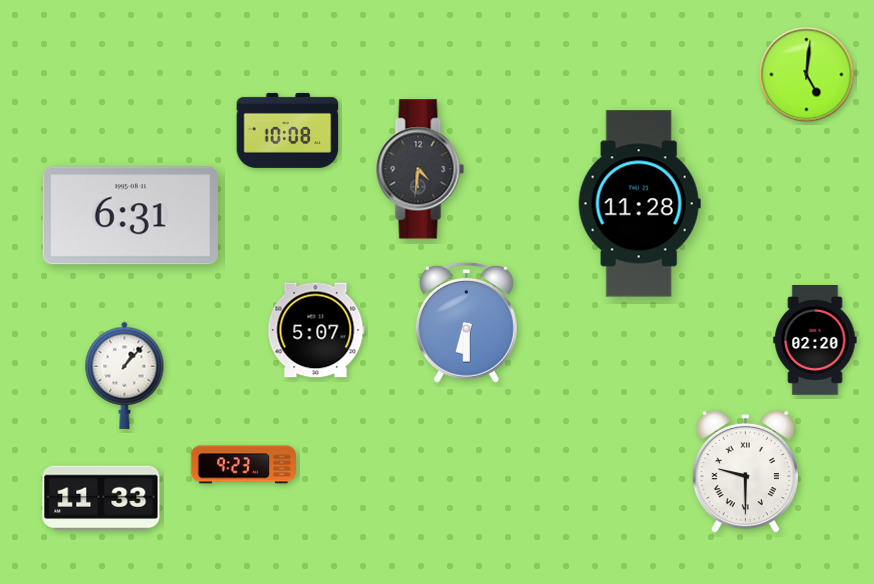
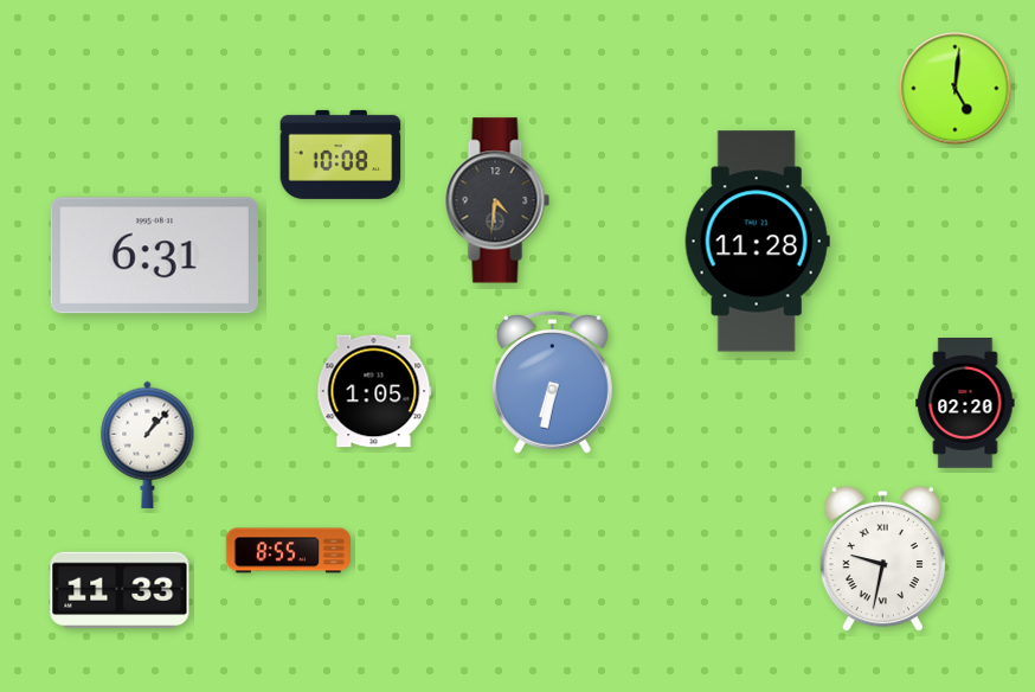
clock at (466, 322): 6:30 -> 6:32
clock at (316, 330): 5:07 -> 1:05
clock at (243, 465): 9:23 -> 8:55
clock at (745, 472): 9:30 -> 9:32
